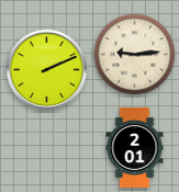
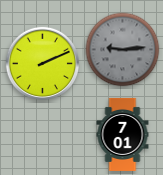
clock at (135, 55) dial: cream -> grey
clock at (135, 147): 2:01 -> 7:01
